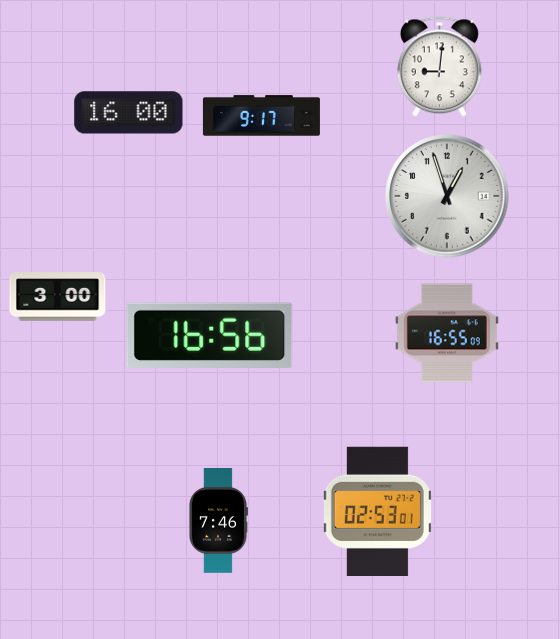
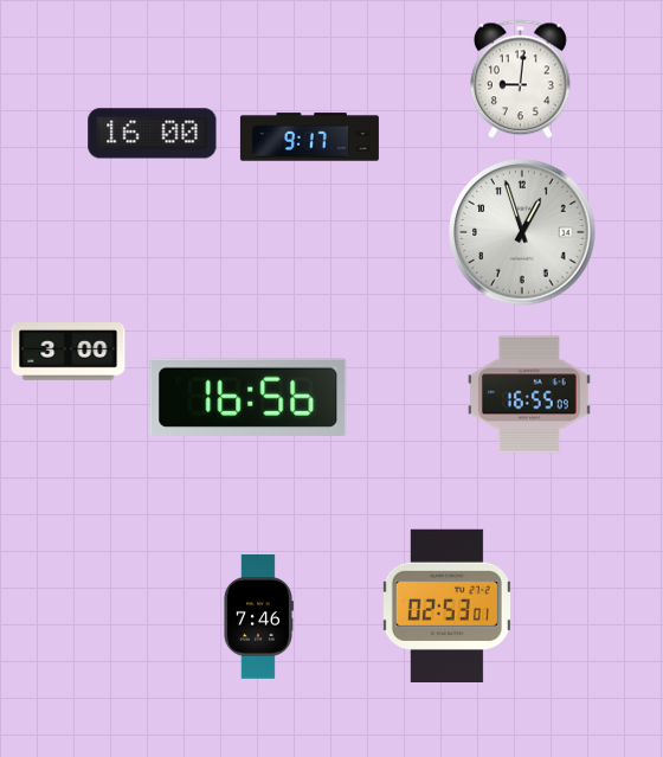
clock at (447, 196) position: (447, 196) -> (522, 232)
